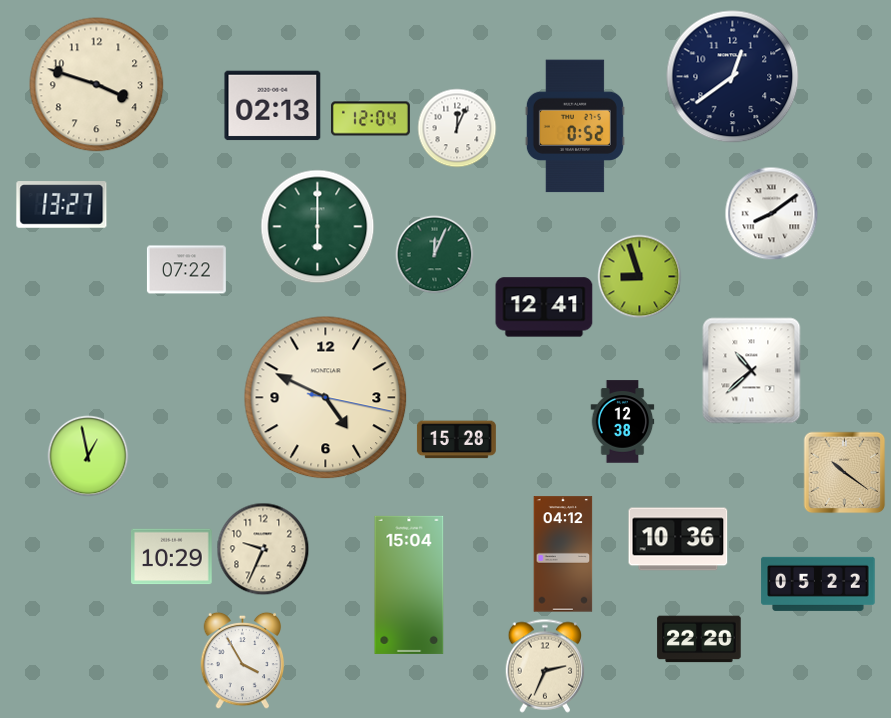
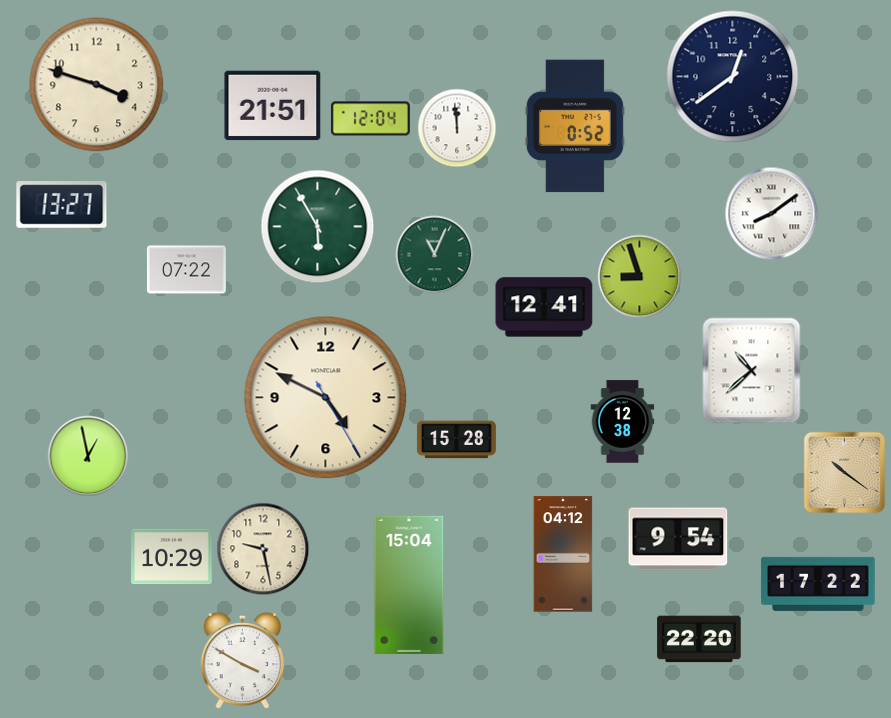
clock at (273, 106): 02:13 -> 21:51
clock at (457, 128): 12:04 -> 11:59
clock at (318, 227): 6:00 -> 5:55
clock at (435, 255): 12:04 -> 11:04
clock at (326, 398): 4:49:17 -> 4:49:25
clock at (678, 539): 10:36 -> 9:54
clock at (263, 549): 9:34 -> 9:28
clock at (818, 584): 05:22 -> 17:22
clock at (243, 661): 3:55 -> 3:50
clock at (545, 666): 2:34 -> none
